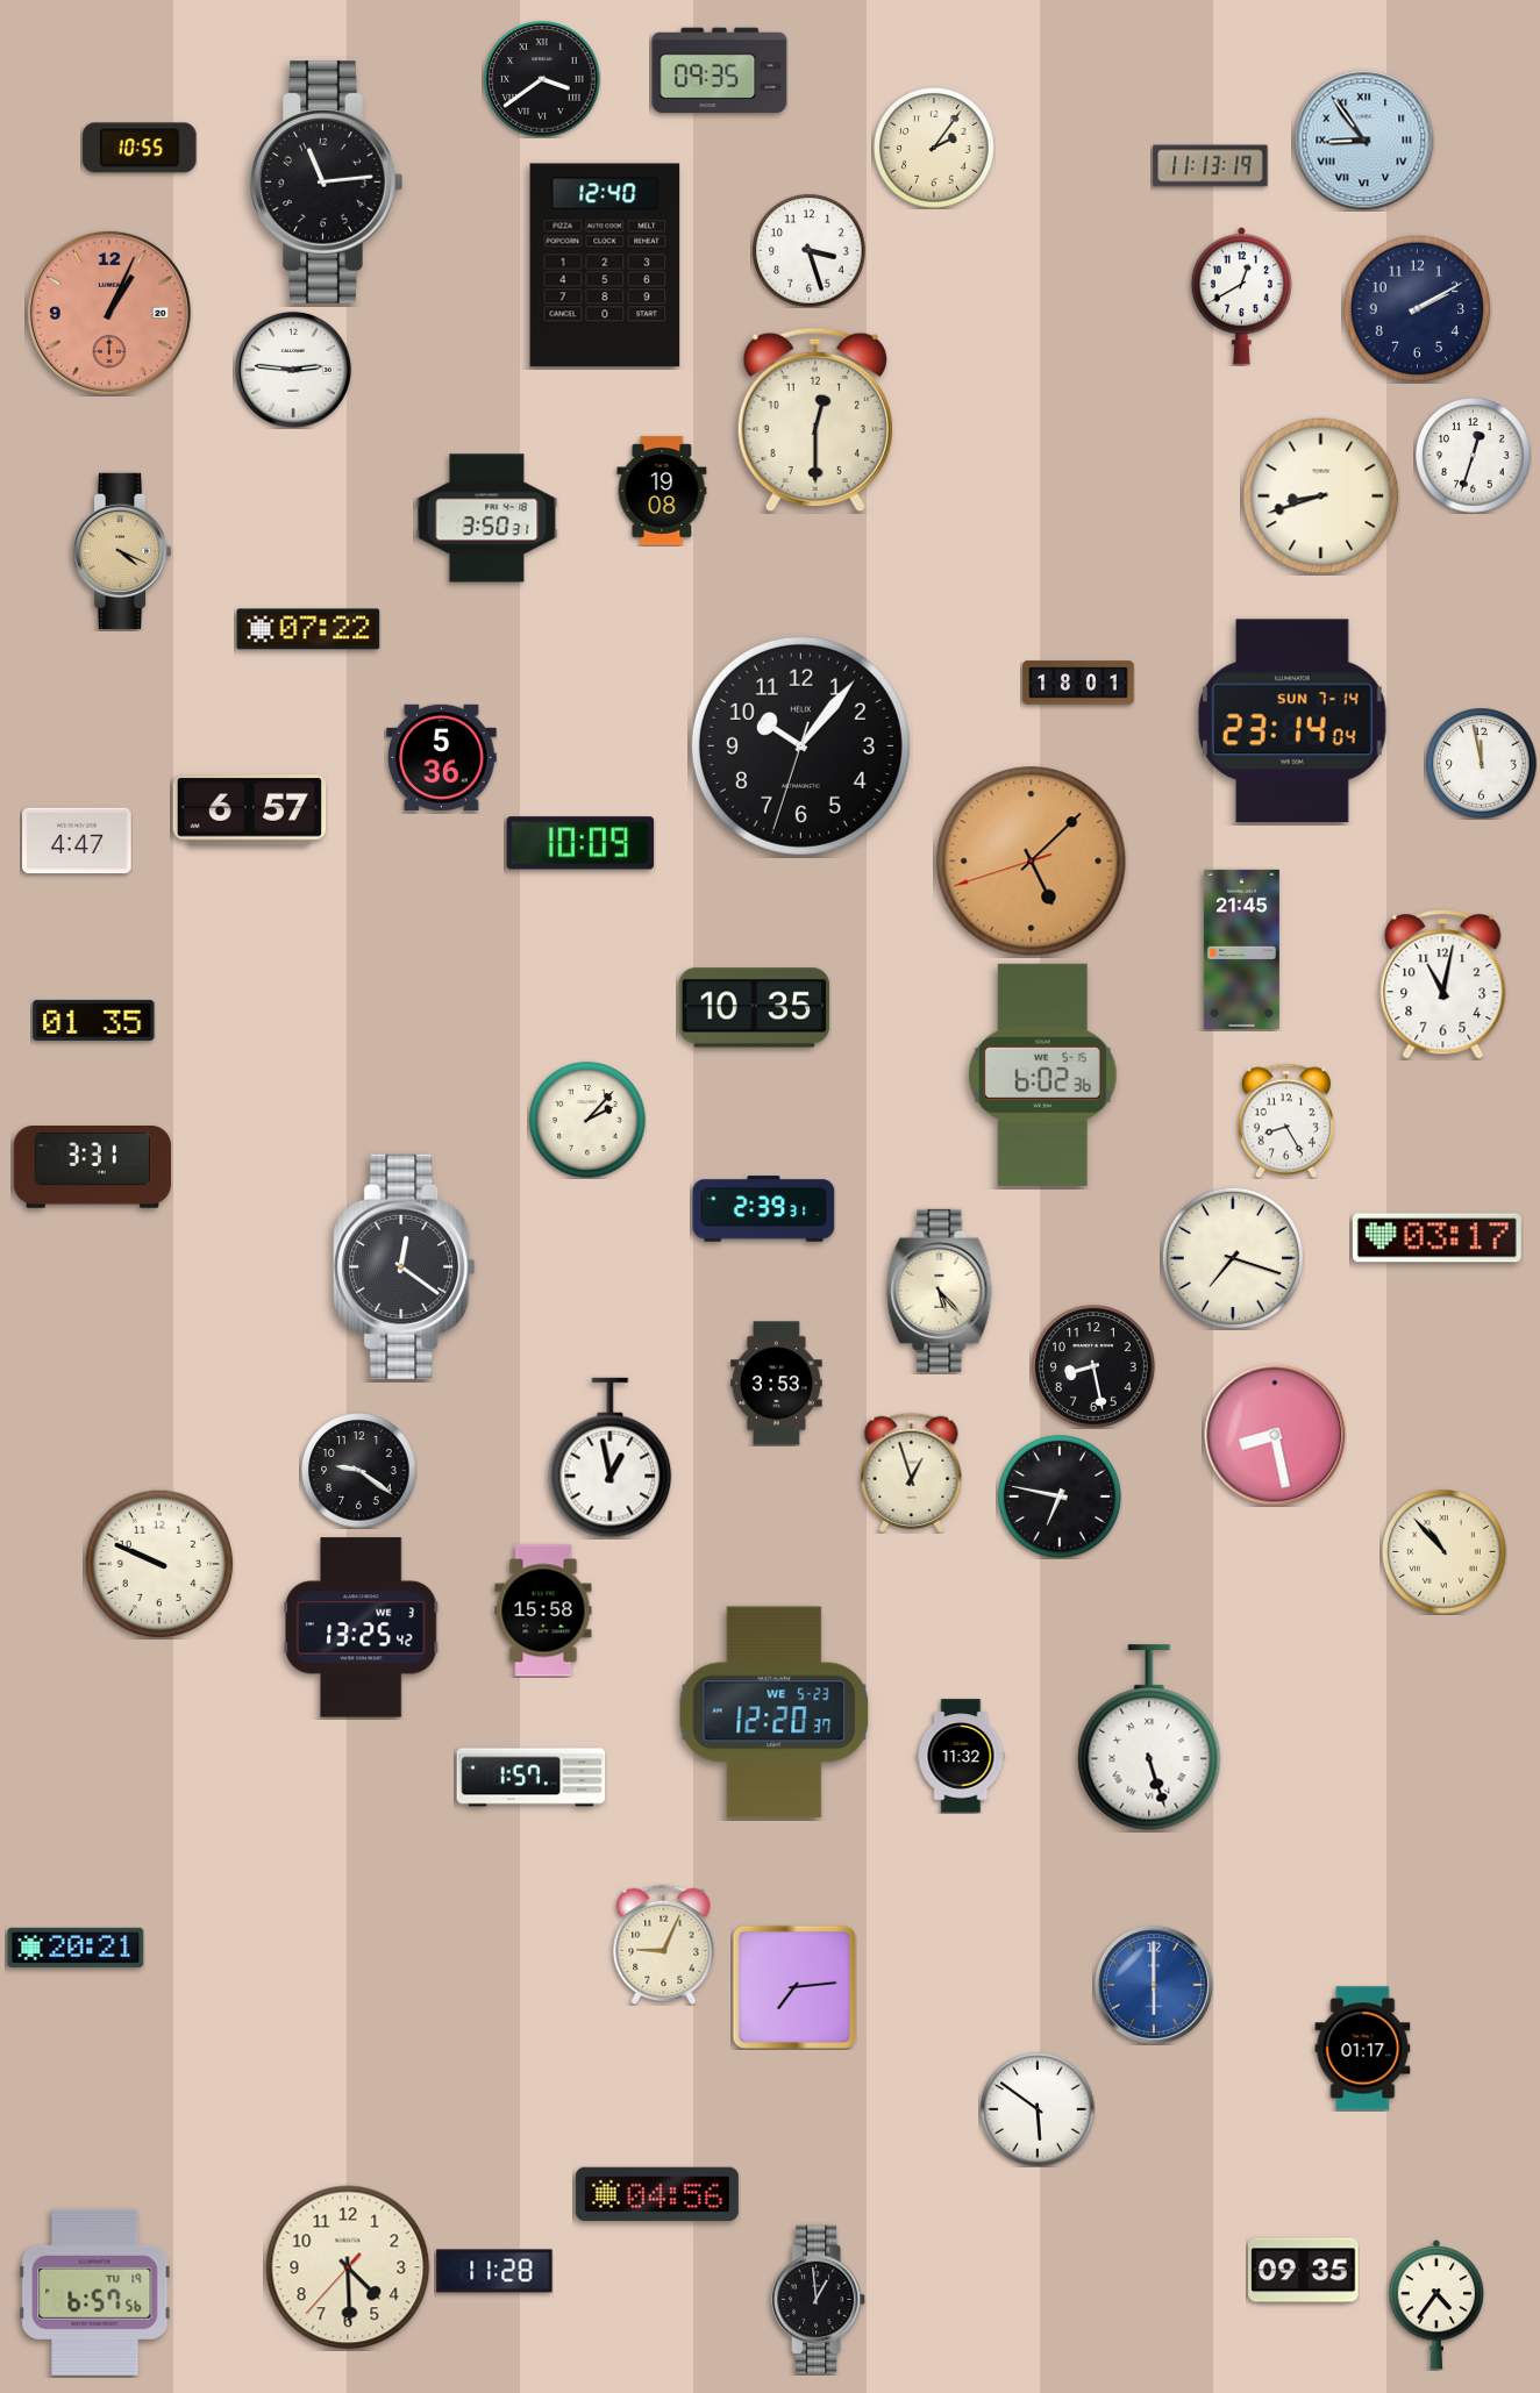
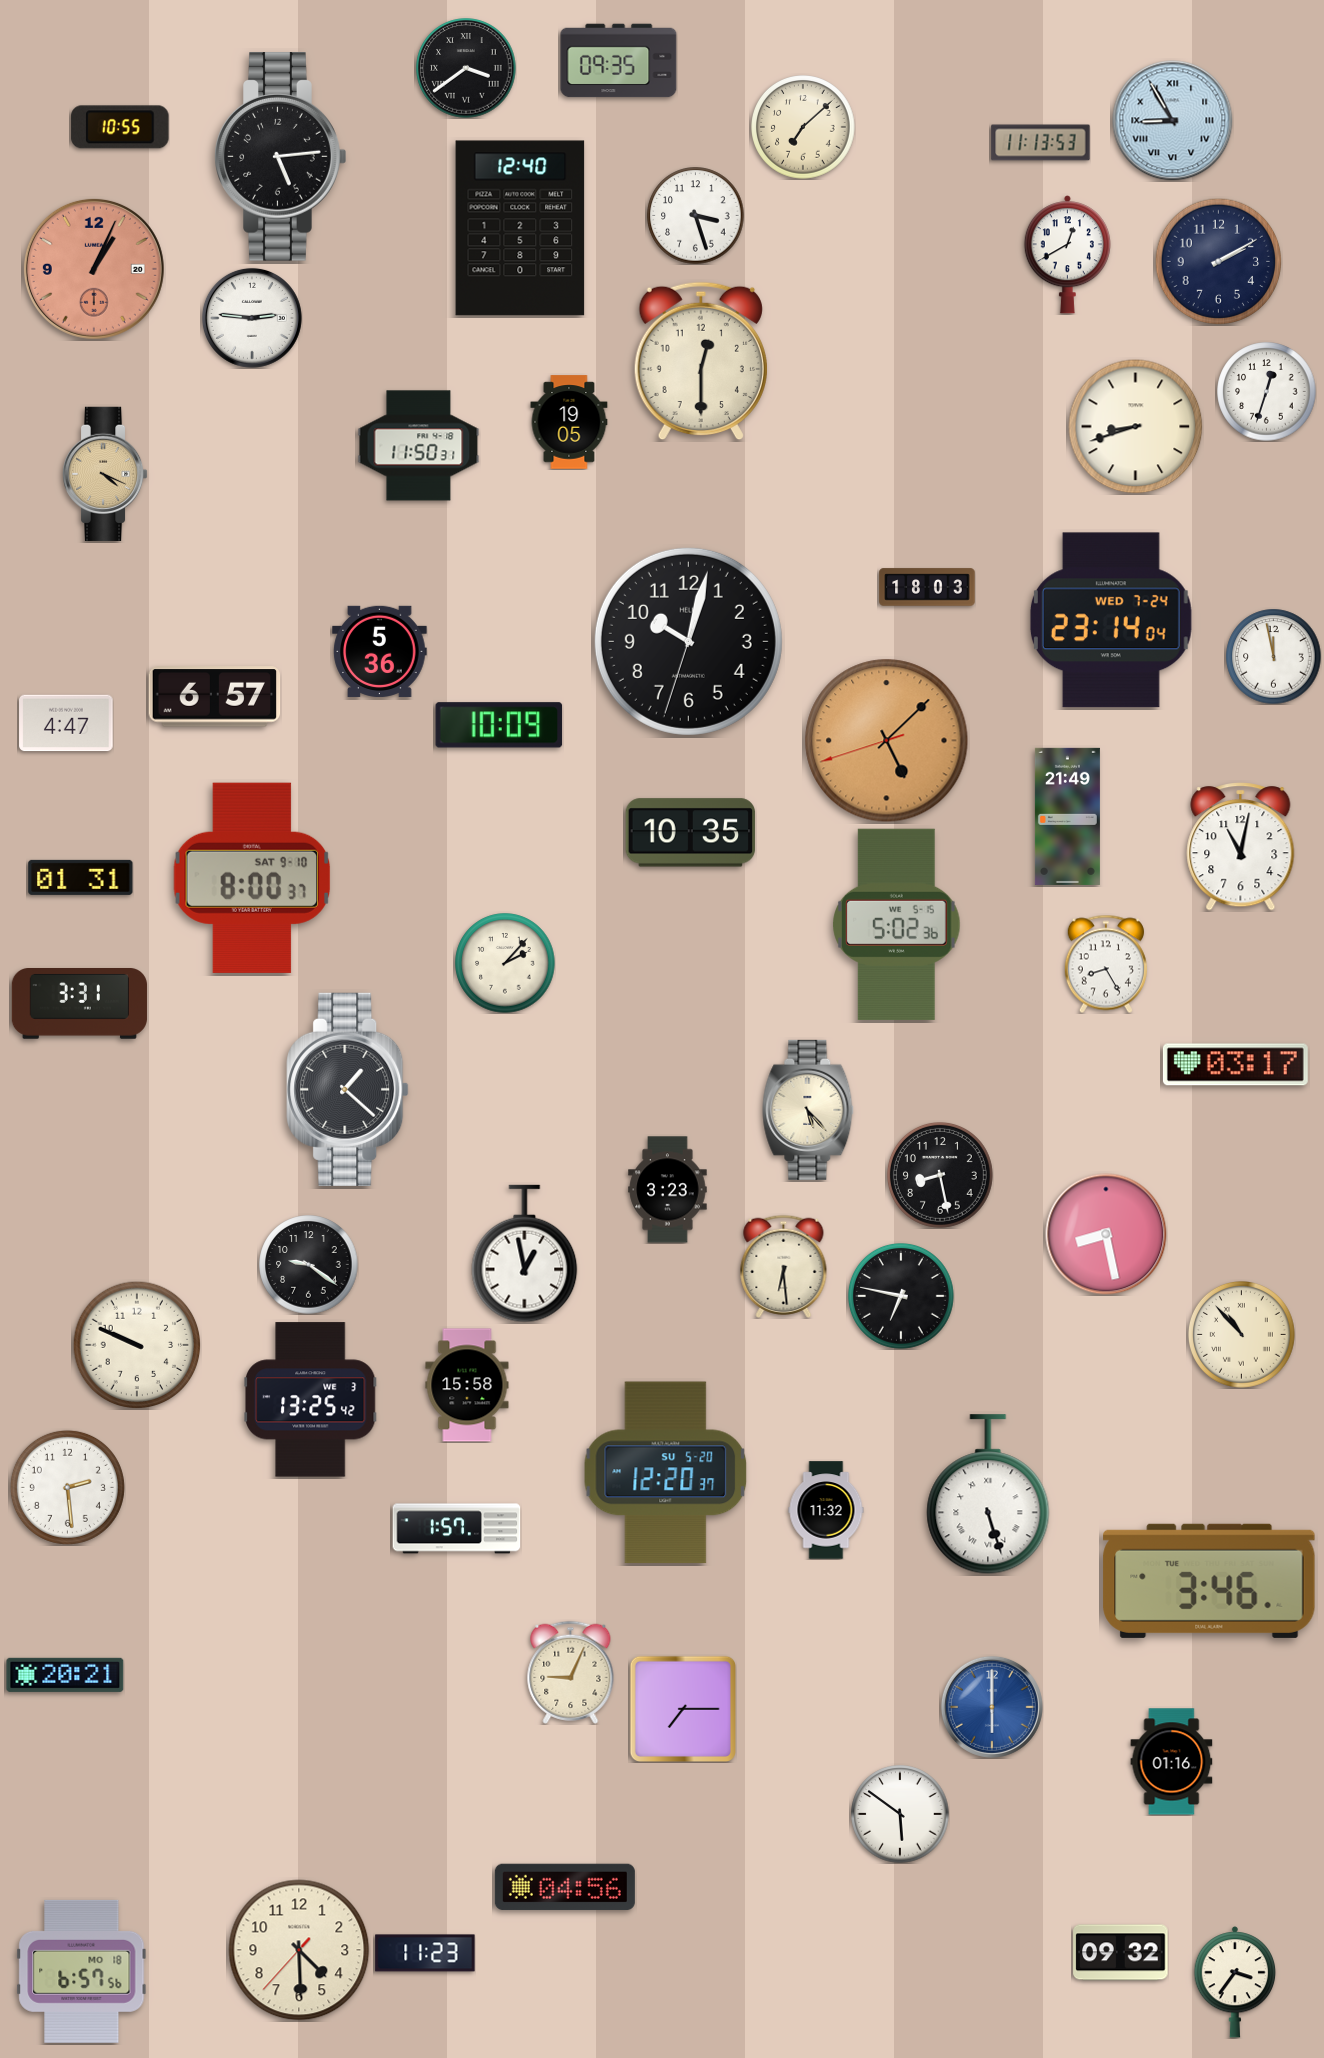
clock at (1364, 141): 8:54 -> 8:55
clock at (935, 149): 2:06 -> 7:08
clock at (1211, 166): 11:13:19 -> 11:13:53
clock at (327, 183): 11:14 -> 5:14
clock at (1417, 308) position: (1417, 308) -> (1218, 261)
clock at (662, 491): 19:08 -> 19:05
clock at (487, 519): 3:50 -> 11:50
clock at (308, 629): 07:22 -> none
clock at (1078, 683): 18:01 -> 18:03
clock at (1292, 721) date: SUN 7-14 -> WED 7-24
clock at (800, 745): 10:06 -> 10:02
clock at (1241, 949): 21:45 -> 21:49
clock at (755, 1008) position: (755, 1008) -> (691, 833)
clock at (94, 1020): 01:35 -> 01:31
clock at (252, 878): none -> 8:00
clock at (1043, 1074): 6:02 -> 5:02
clock at (764, 1209): 2:39 -> none
clock at (1233, 1258): 7:18 -> none
clock at (405, 1266): 12:21 -> 1:22
clock at (777, 1384): 3:53 -> 3:23
clock at (1275, 1435) position: (1275, 1435) -> (1106, 1234)
clock at (912, 1472): 12:57 -> 6:29
clock at (1061, 1498) position: (1061, 1498) -> (902, 1297)
clock at (775, 1713) date: WE 5-23 -> SU 5-20
clock at (67, 1487): none -> 2:29
clock at (1209, 1581): none -> 3:46
clock at (793, 1986): 7:14 -> 7:15
clock at (1363, 2049): 01:17 -> 01:16
clock at (1038, 2109) position: (1038, 2109) -> (900, 1814)
clock at (494, 2271): 11:28 -> 11:23
clock at (1304, 2271): 09:35 -> 09:32
clock at (95, 2292) date: TU 19 -> MO 18
clock at (820, 2300): 12:59 -> none
clock at (1436, 2305): 4:36 -> 3:36
